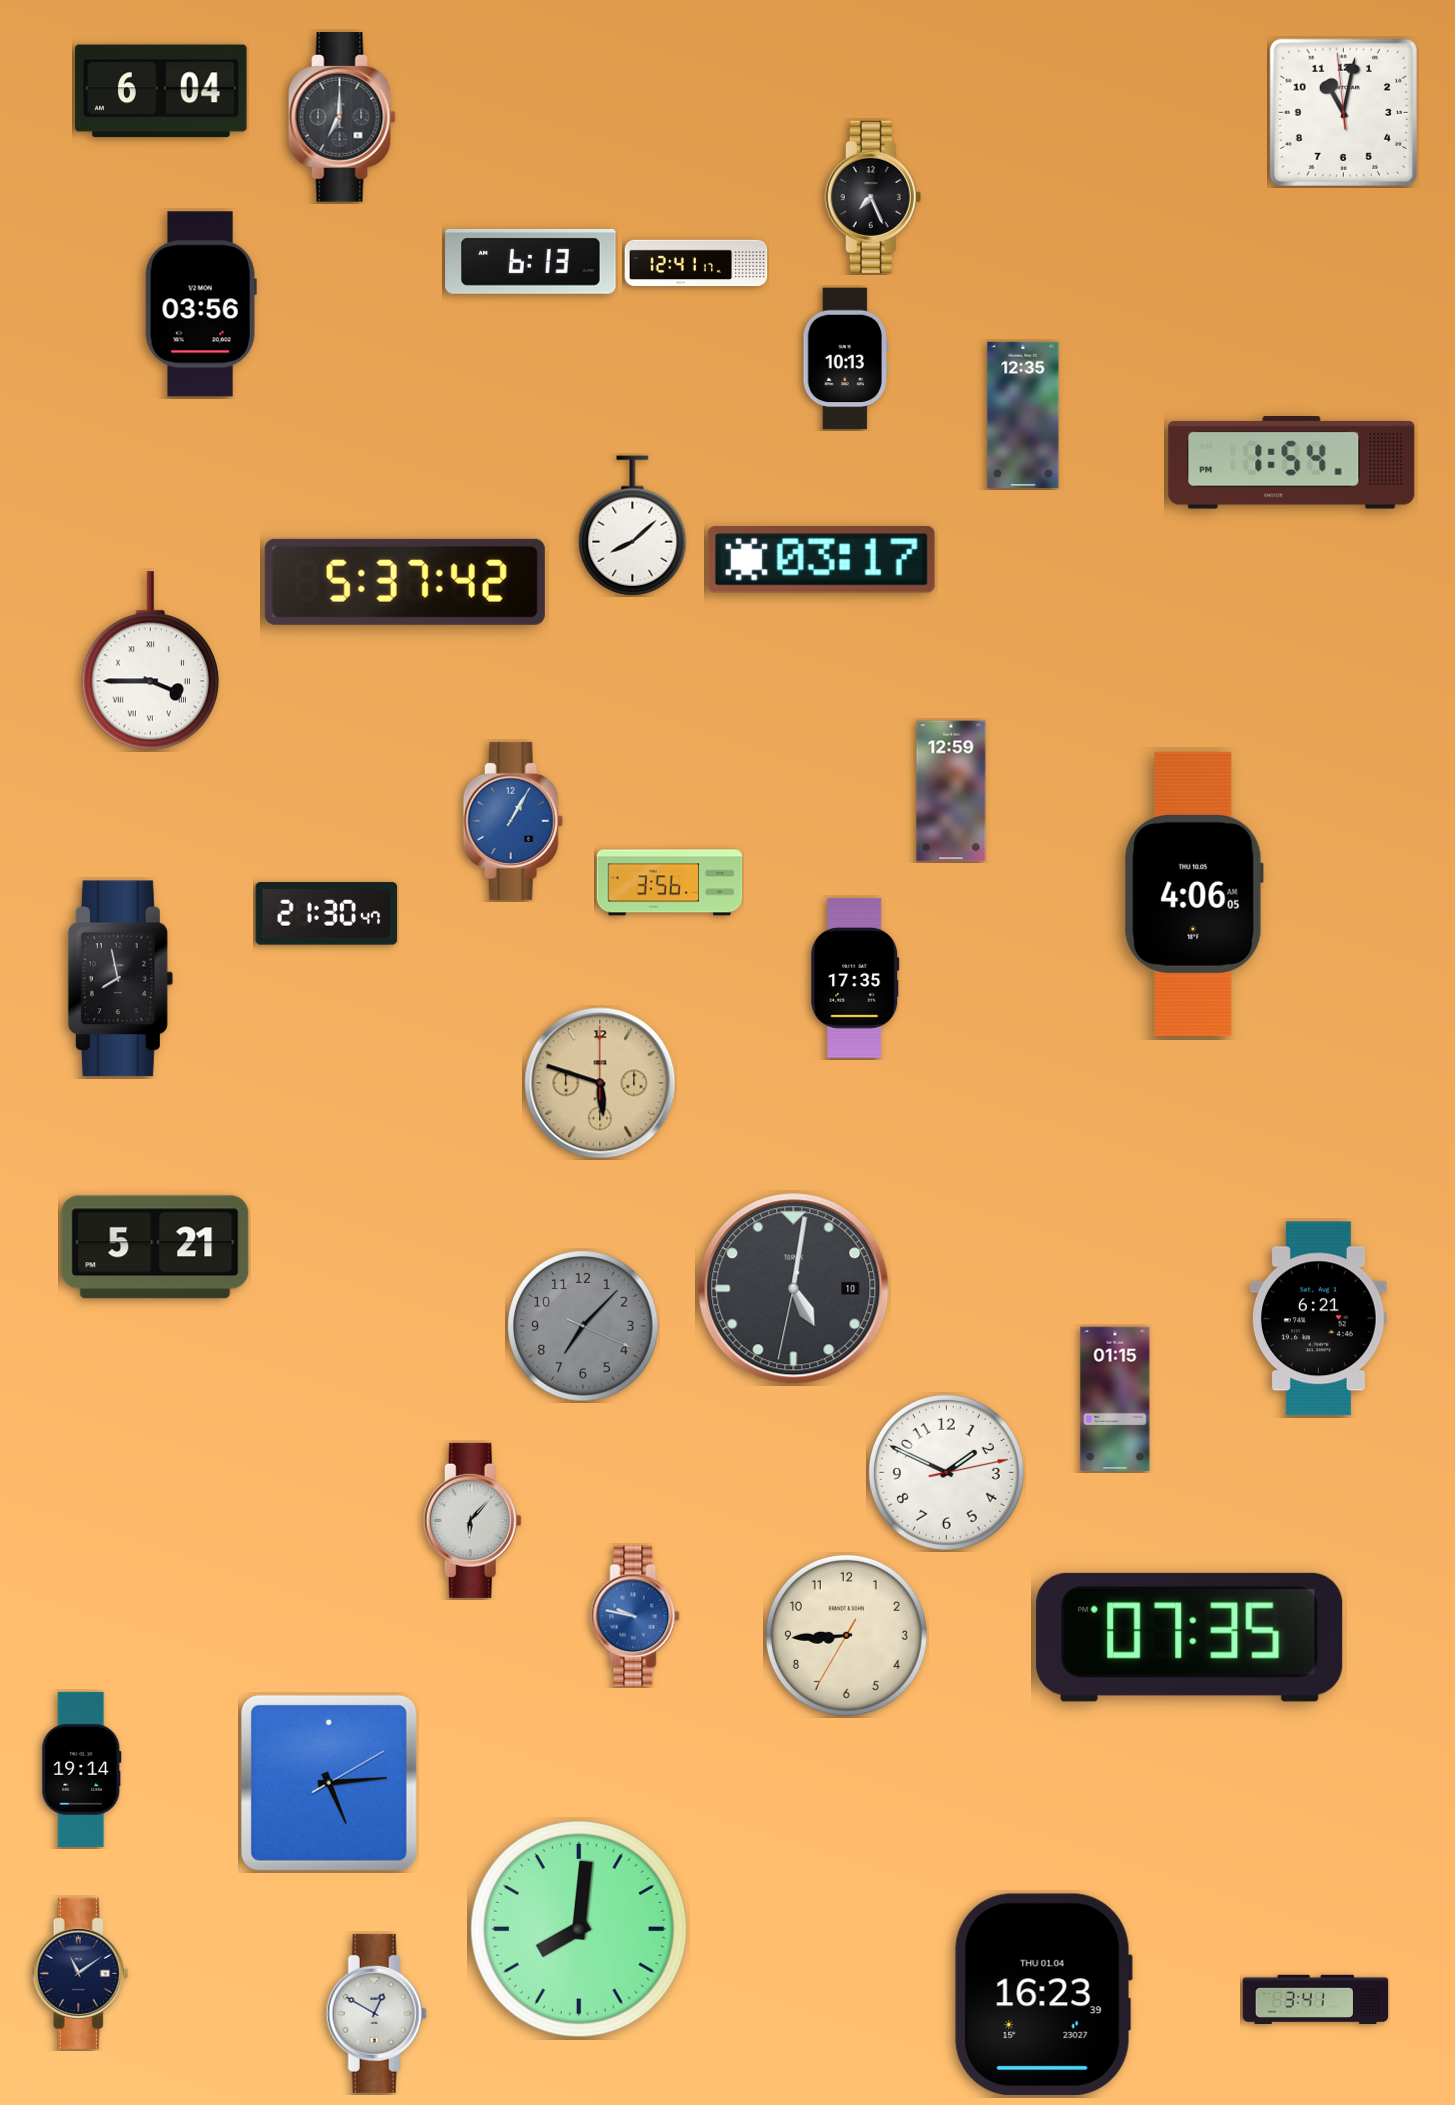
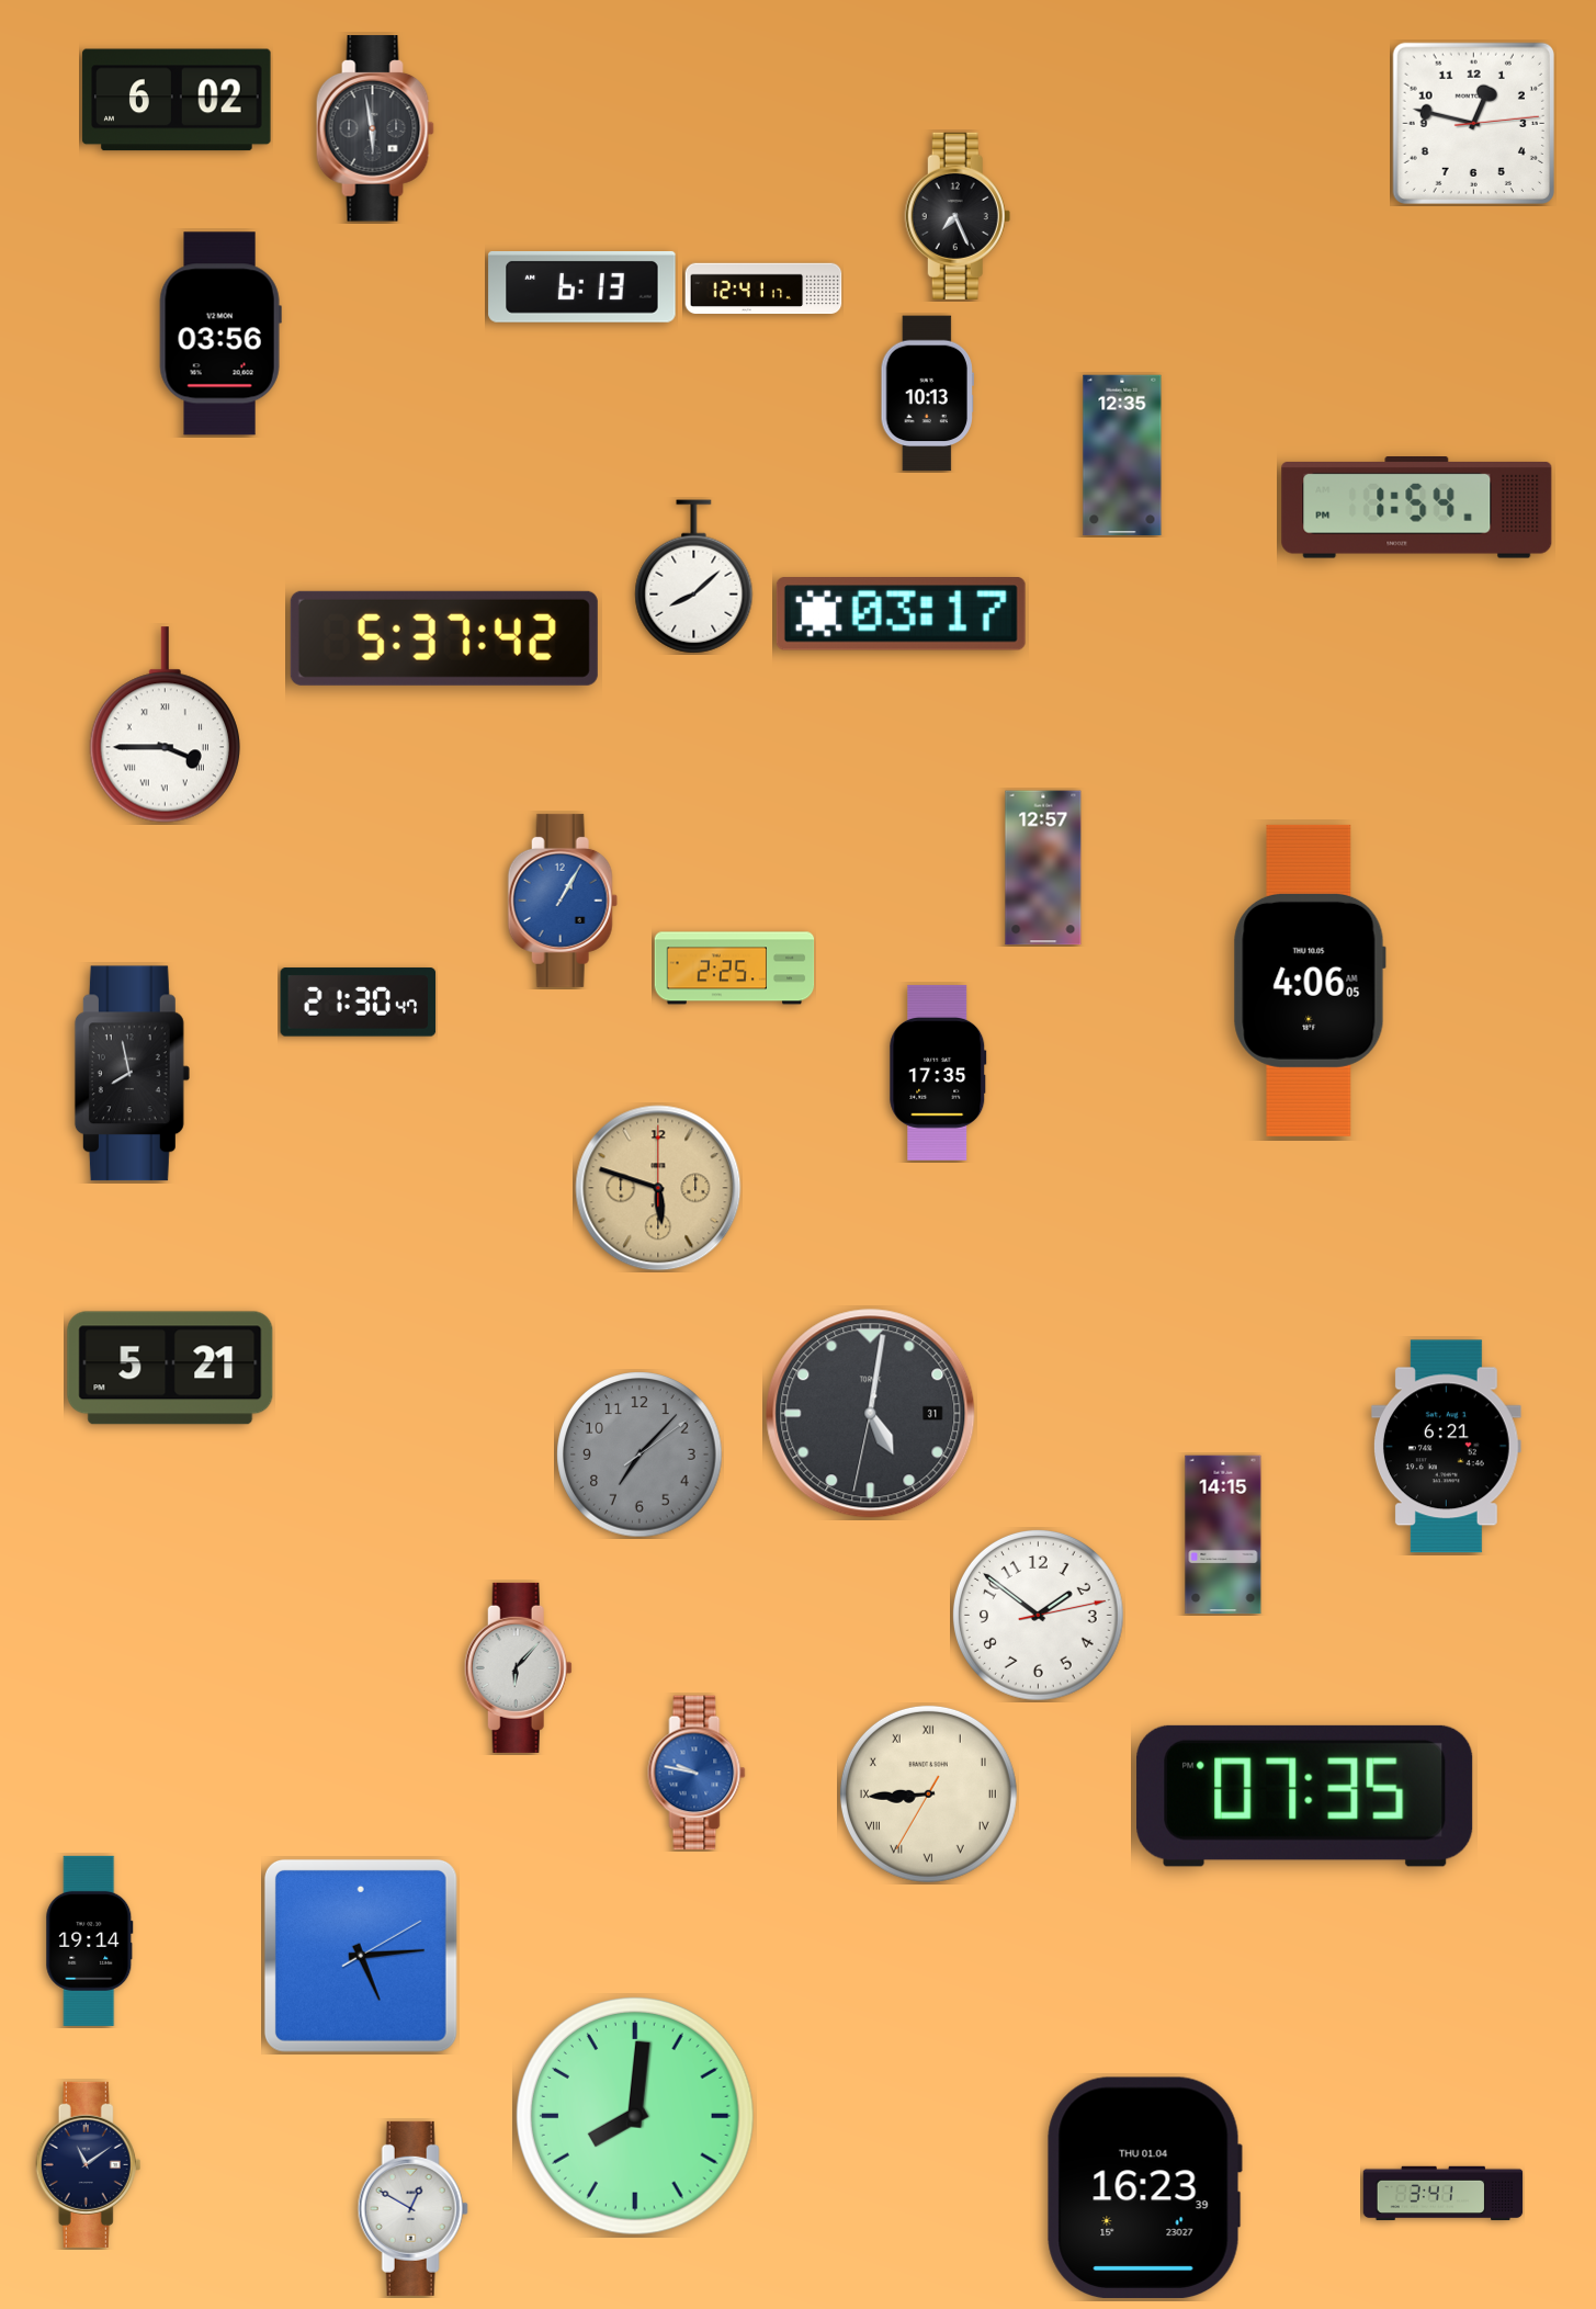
clock at (161, 91): 6:04 -> 6:02
clock at (1343, 112): 11:01 -> 12:47
clock at (342, 117): 7:00 -> 5:58
clock at (951, 791): 12:59 -> 12:57
clock at (670, 883): 3:56 -> 2:25
clock at (794, 1289) date: 10 -> 31
clock at (583, 1326): 7:07:19 -> 7:07:09
clock at (1115, 1399): 01:15 -> 14:15
clock at (947, 1473): 1:49 -> 1:51
clock at (846, 1635) numerals: Arabic -> Roman
